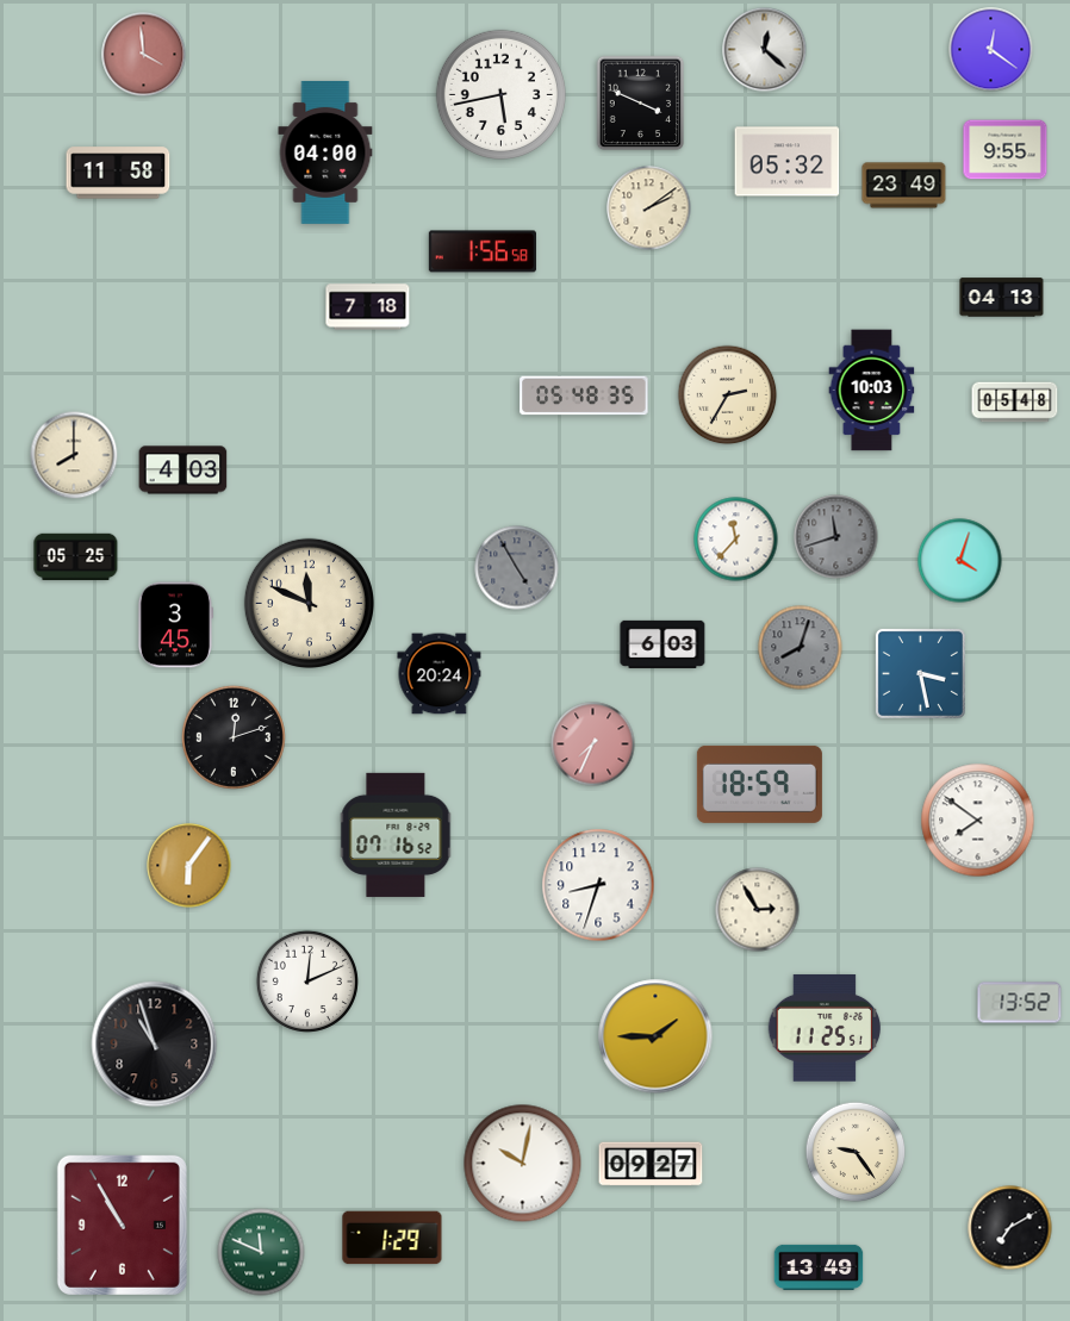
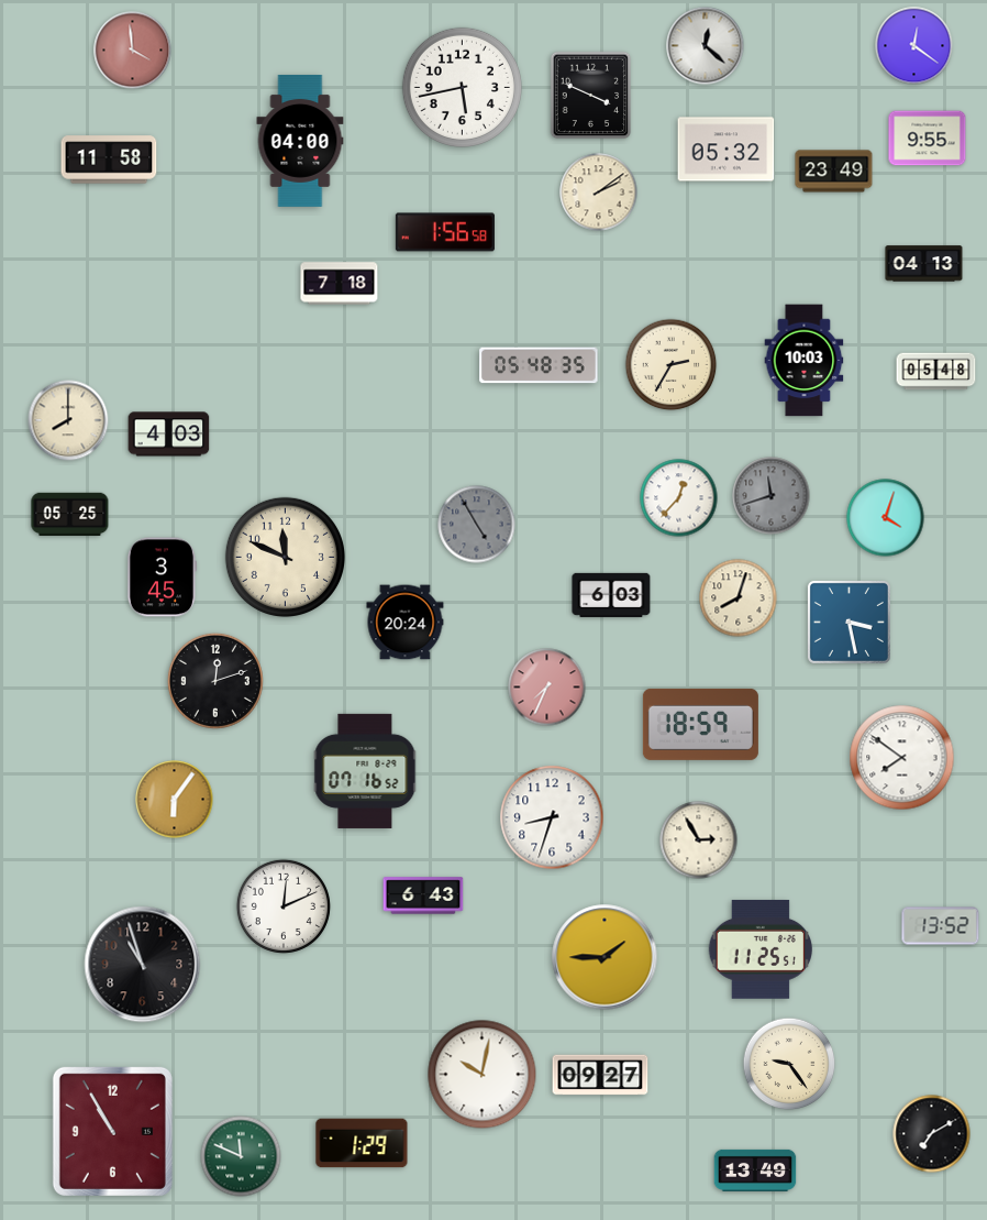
clock at (1002, 298) position: (1002, 298) -> (924, 264)
clock at (736, 540): 11:37 -> 12:37
clock at (801, 648) dial: grey -> cream
clock at (423, 895): none -> 6:43
